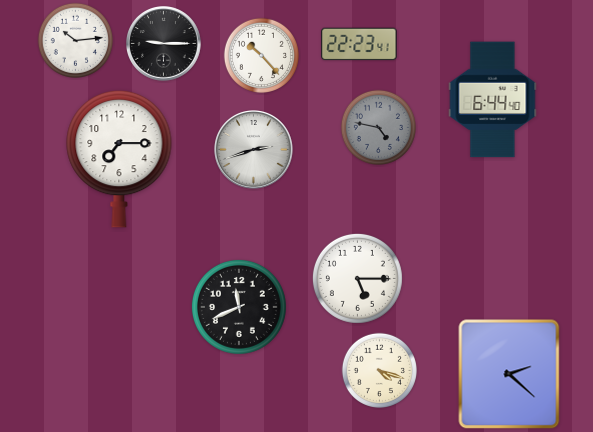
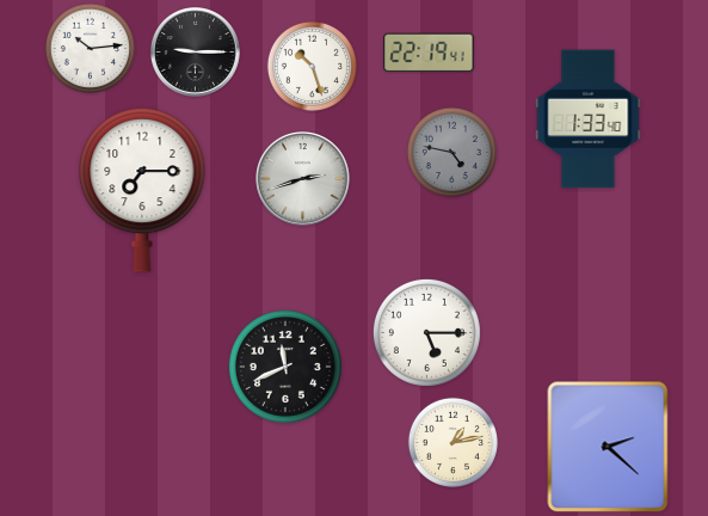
clock at (359, 44): 22:23 -> 22:19
clock at (261, 55): 10:23 -> 10:27
clock at (493, 100): 6:44 -> 1:33
clock at (379, 370): 4:18 -> 1:13
